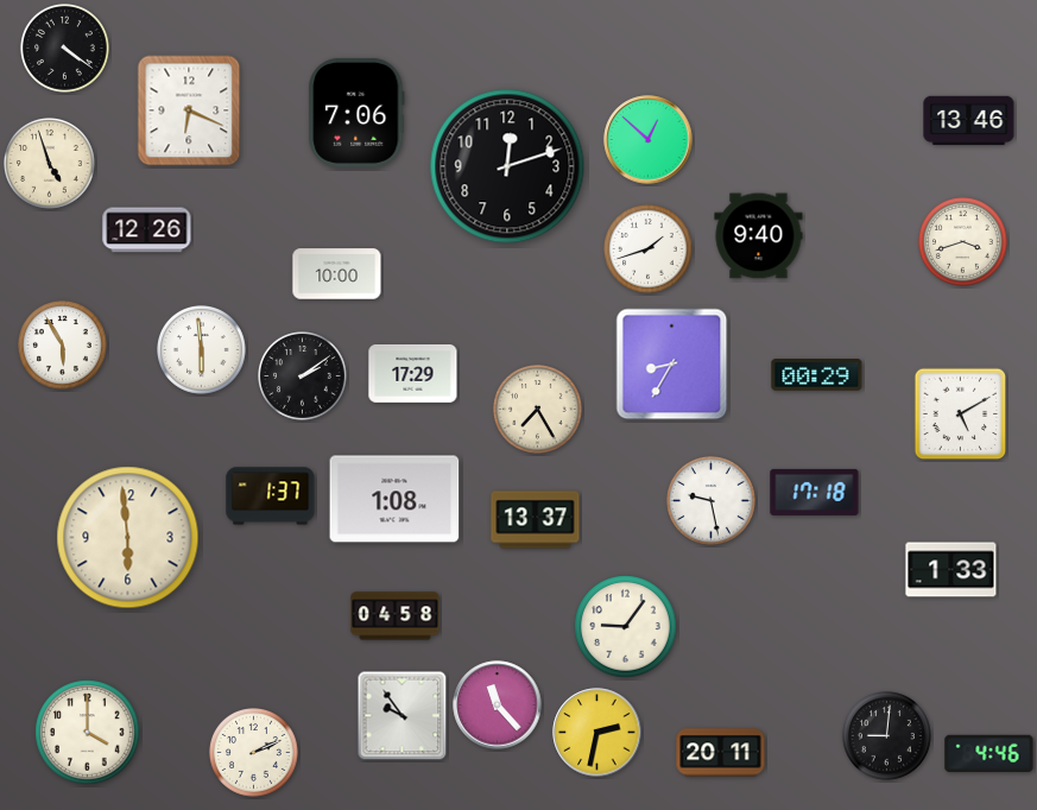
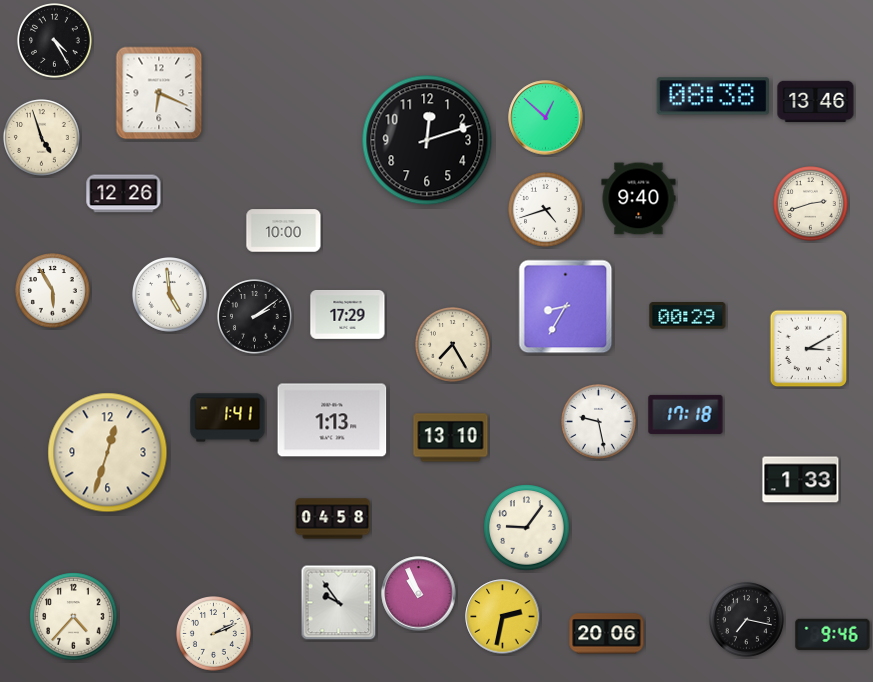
clock at (65, 49): 4:21 -> 4:25
clock at (356, 113): 7:06 -> none
clock at (712, 96): none -> 08:38
clock at (963, 242): 3:42 -> 2:42
clock at (649, 249): 1:42 -> 4:42
clock at (202, 350): 5:59 -> 4:59
clock at (961, 415): 5:10 -> 3:10
clock at (271, 496): 1:37 -> 1:41
clock at (394, 499): 1:08 -> 1:13
clock at (536, 520): 13:37 -> 13:10
clock at (128, 538): 5:59 -> 12:33
clock at (498, 705): 11:23 -> 10:56
clock at (88, 733): 4:00 -> 4:37
clock at (887, 736): 9:01 -> 7:17
clock at (721, 753): 20:11 -> 20:06
clock at (989, 754): 4:46 -> 9:46
